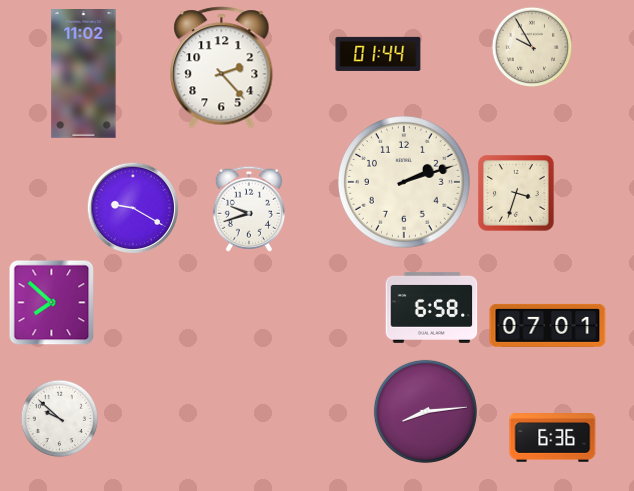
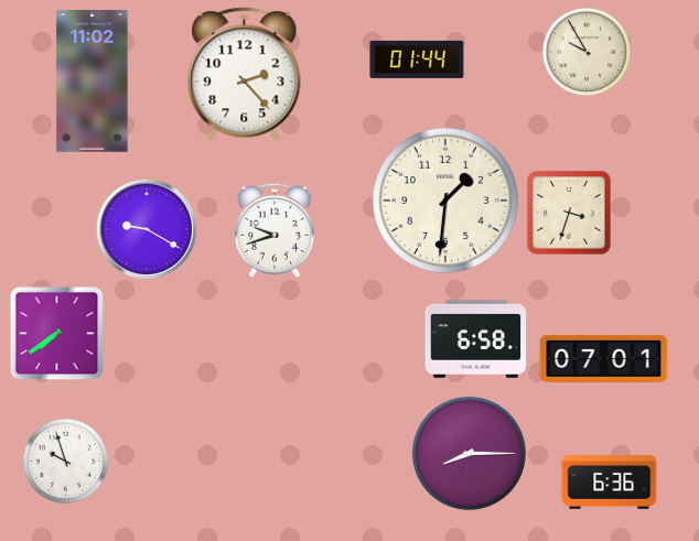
clock at (404, 183): 2:12 -> 1:31
clock at (52, 303): 7:52 -> 7:39
clock at (425, 411): 8:14 -> 8:15
clock at (60, 419): 9:52 -> 9:57
